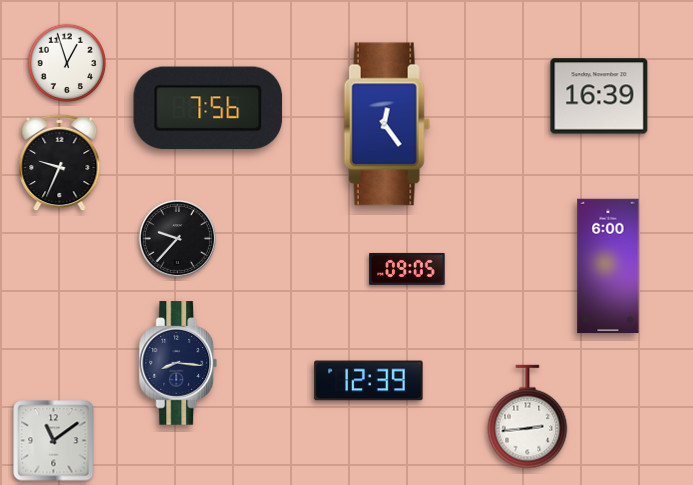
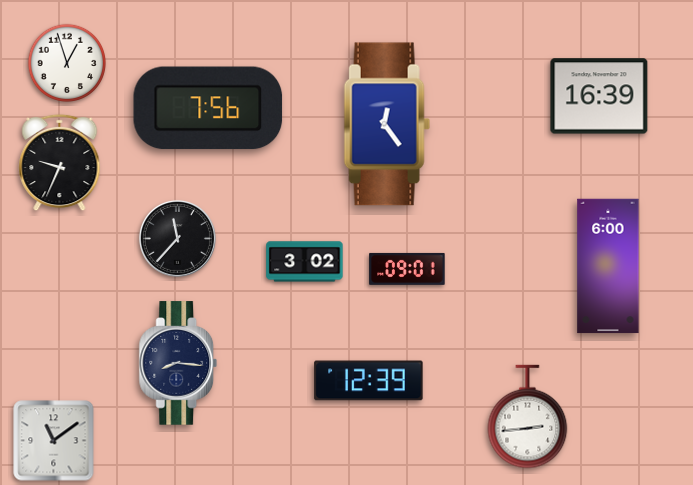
clock at (177, 238): 9:37 -> 11:37
clock at (305, 262): none -> 3:02
clock at (407, 269): 09:05 -> 09:01
